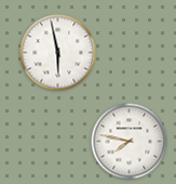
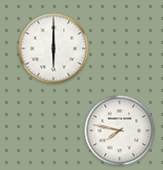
clock at (58, 53): 5:58 -> 6:00
